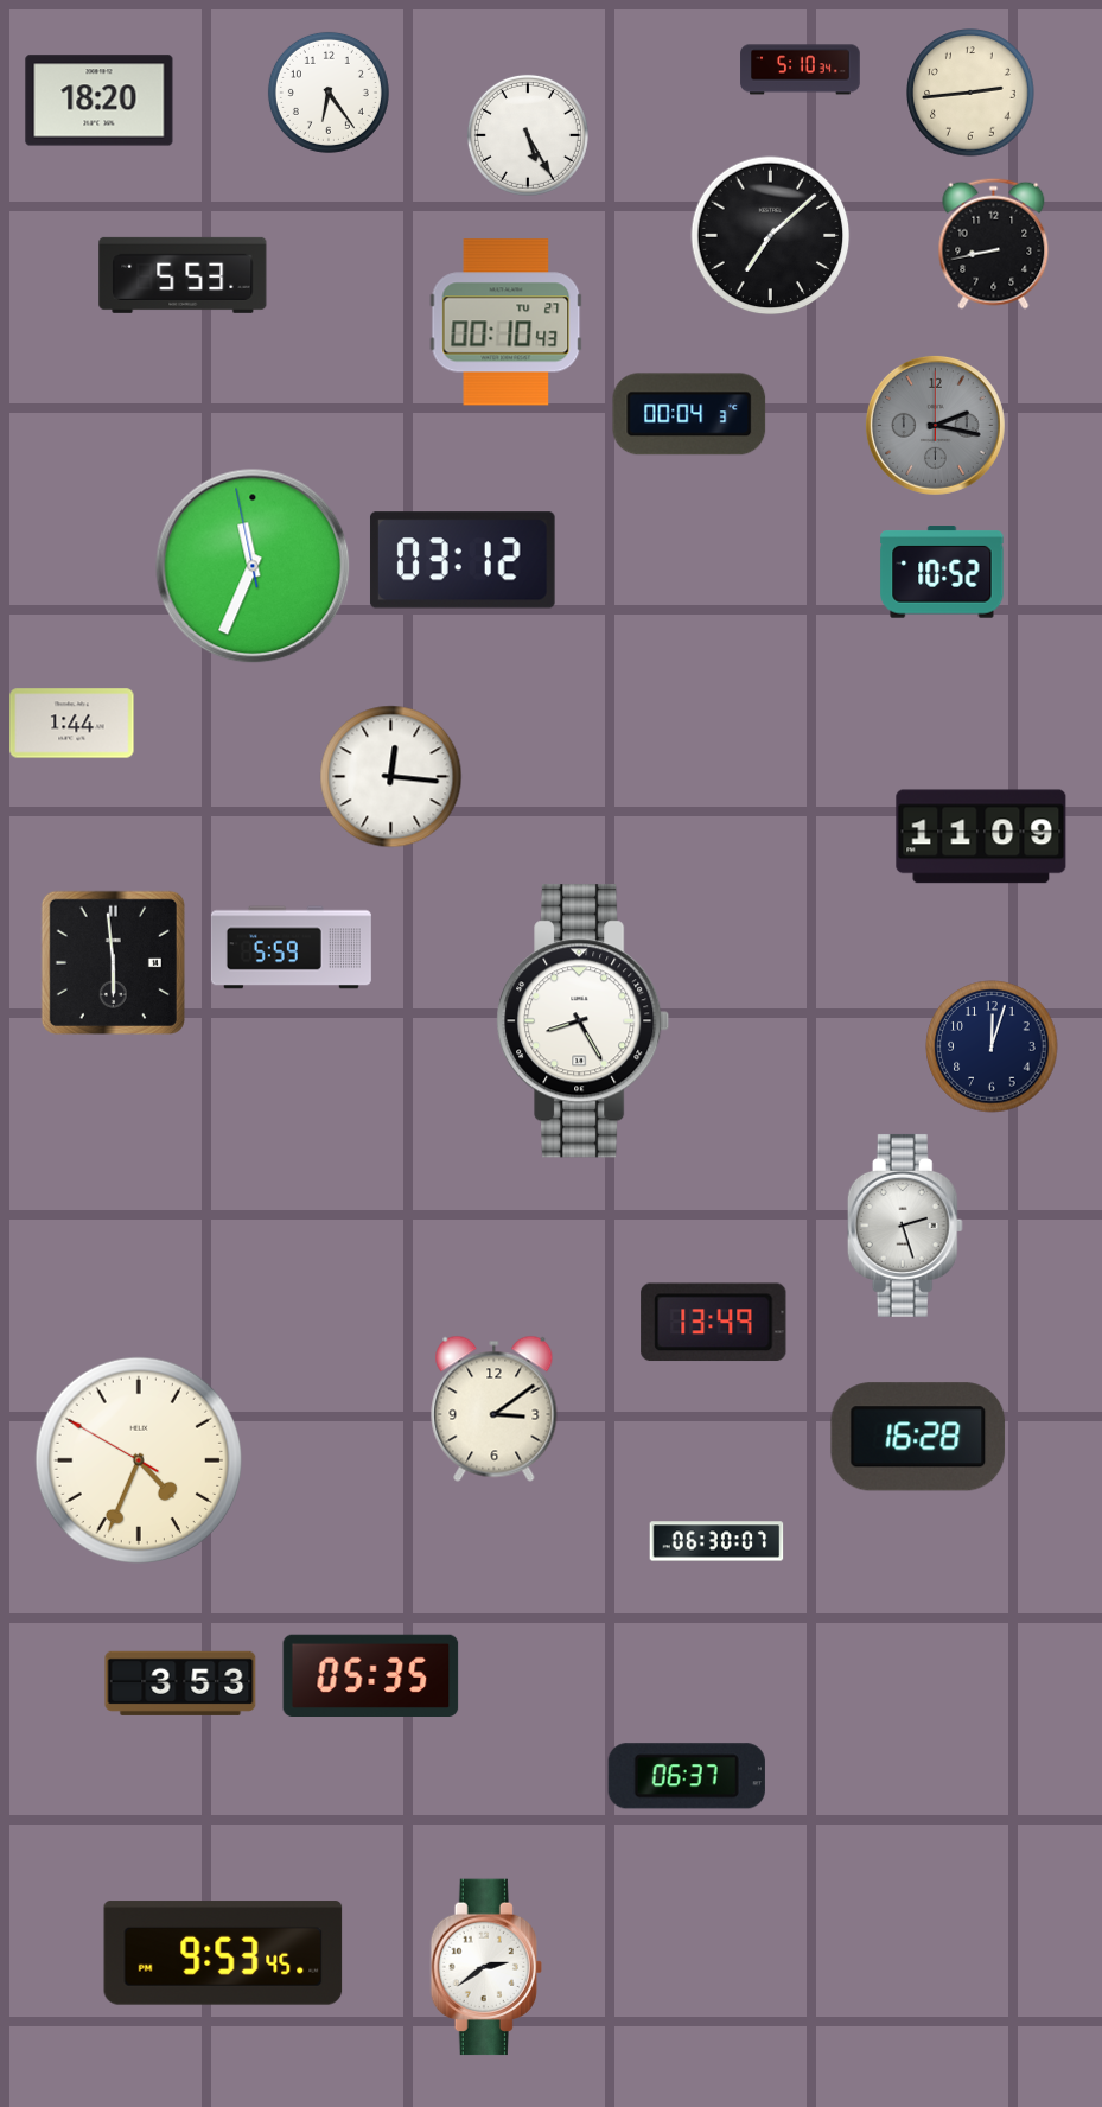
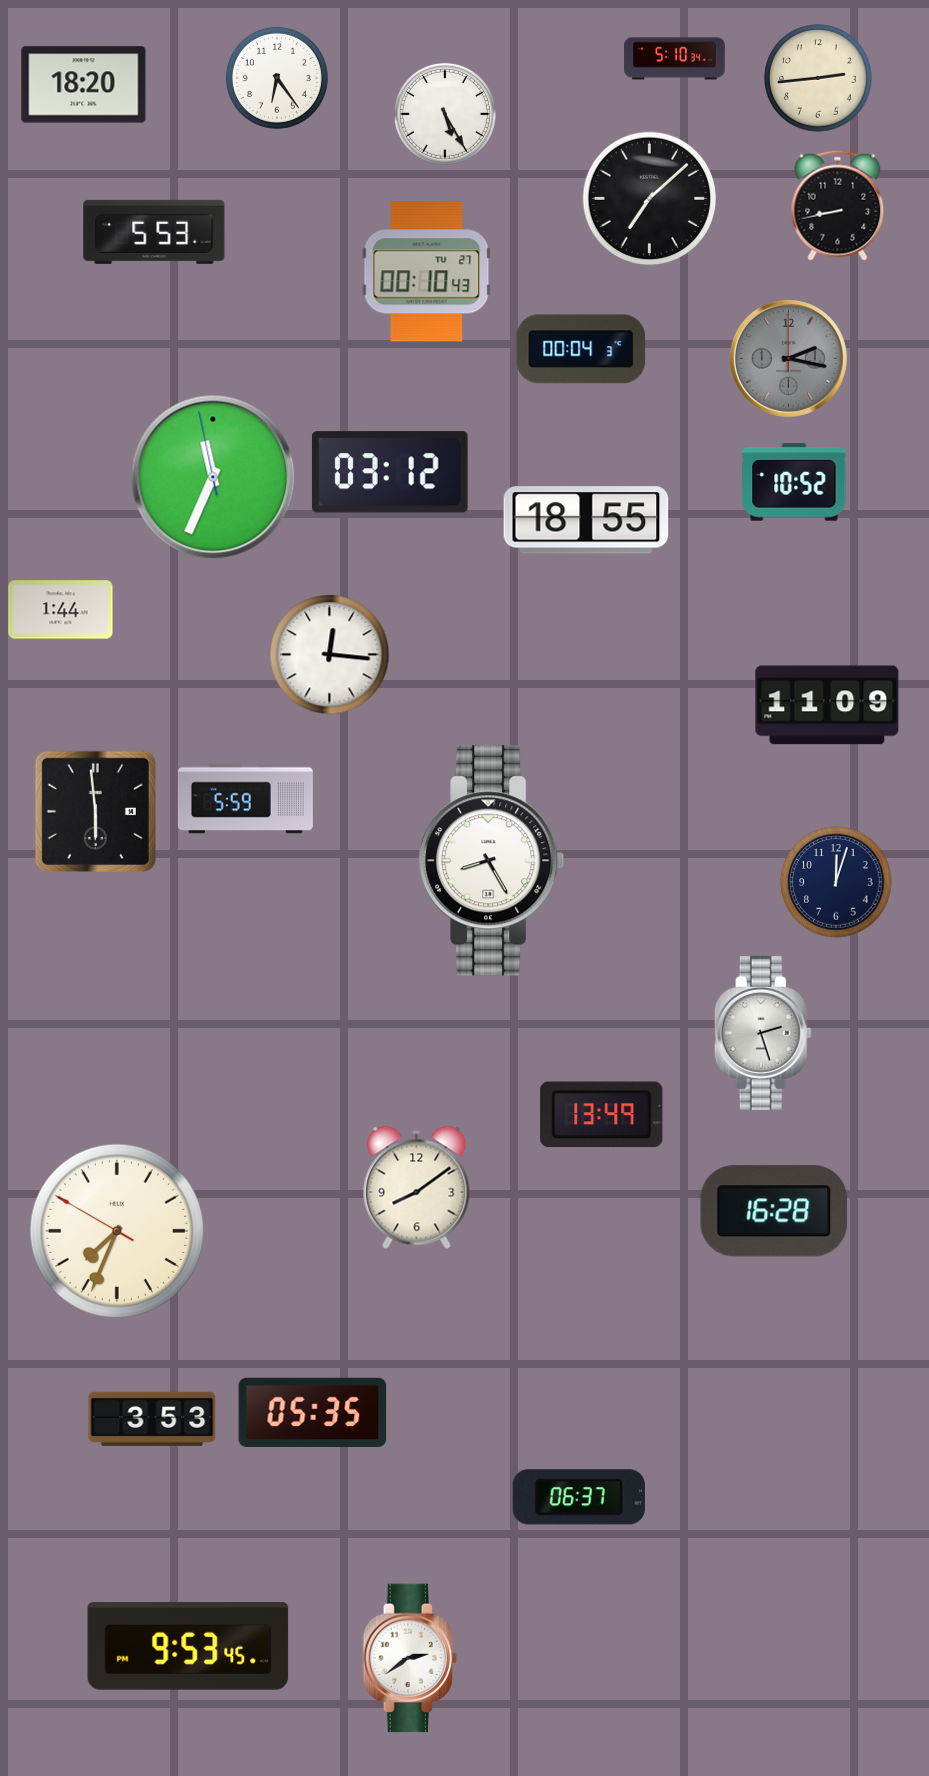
clock at (586, 520): none -> 18:55
clock at (495, 1408): 3:09 -> 8:09
clock at (138, 1459): 4:33 -> 7:33
clock at (716, 1541): 06:30 -> none
